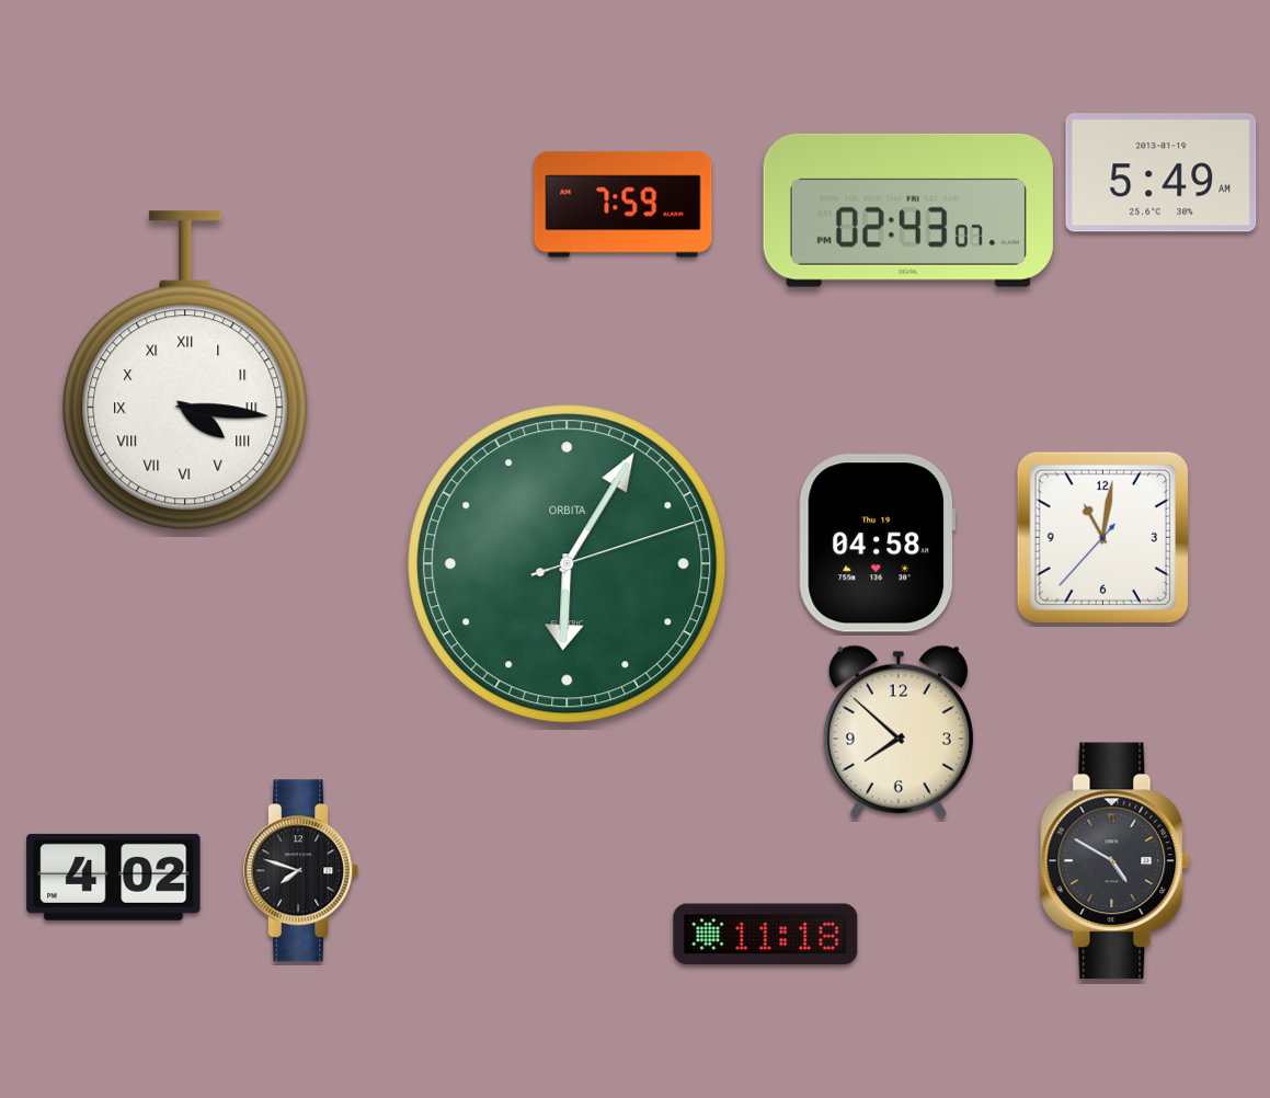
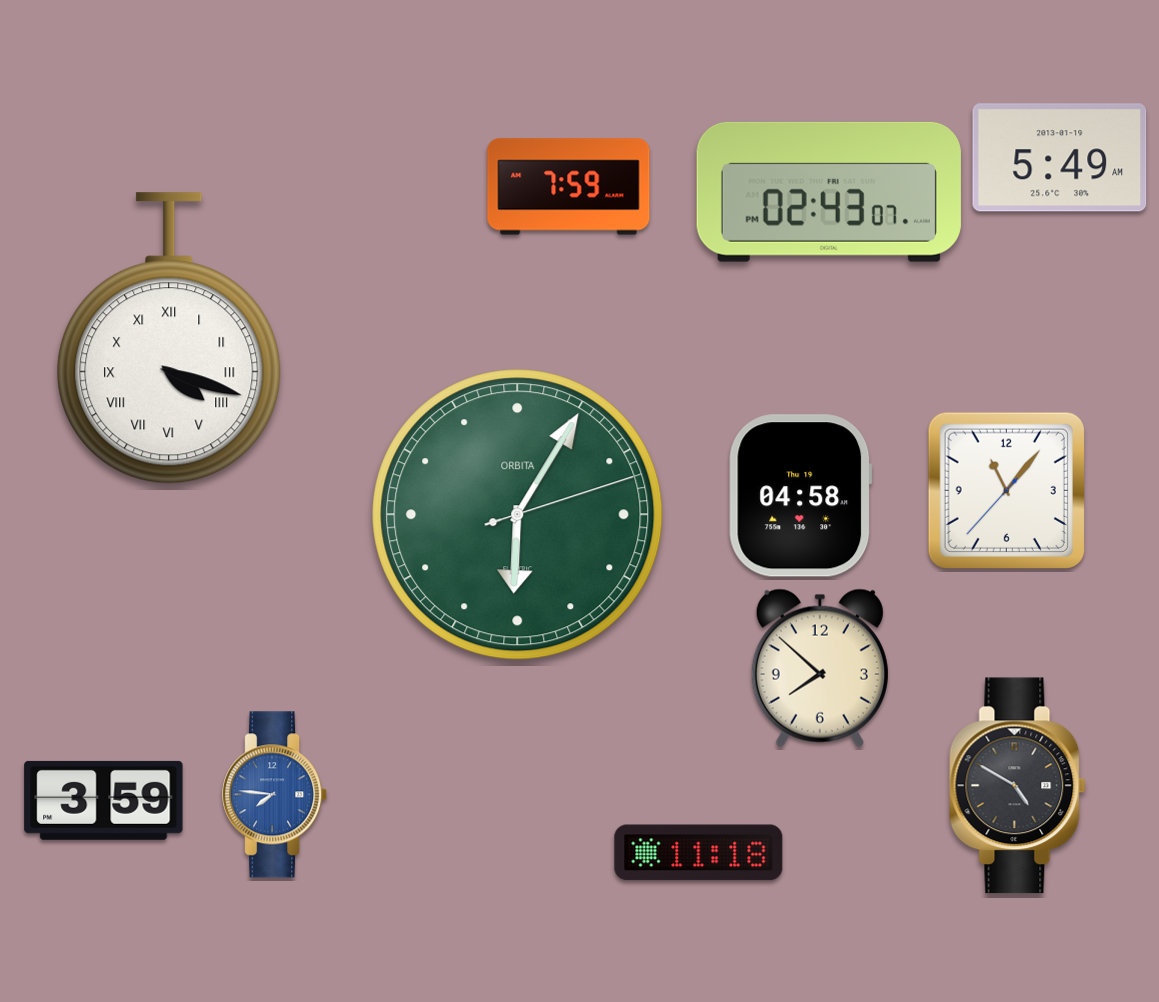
clock at (185, 370): 4:16 -> 4:18
clock at (1102, 537): 11:01 -> 11:06
clock at (301, 871): 7:48 -> 7:46
clock at (301, 871) dial: black -> blue
clock at (114, 877): 4:02 -> 3:59
